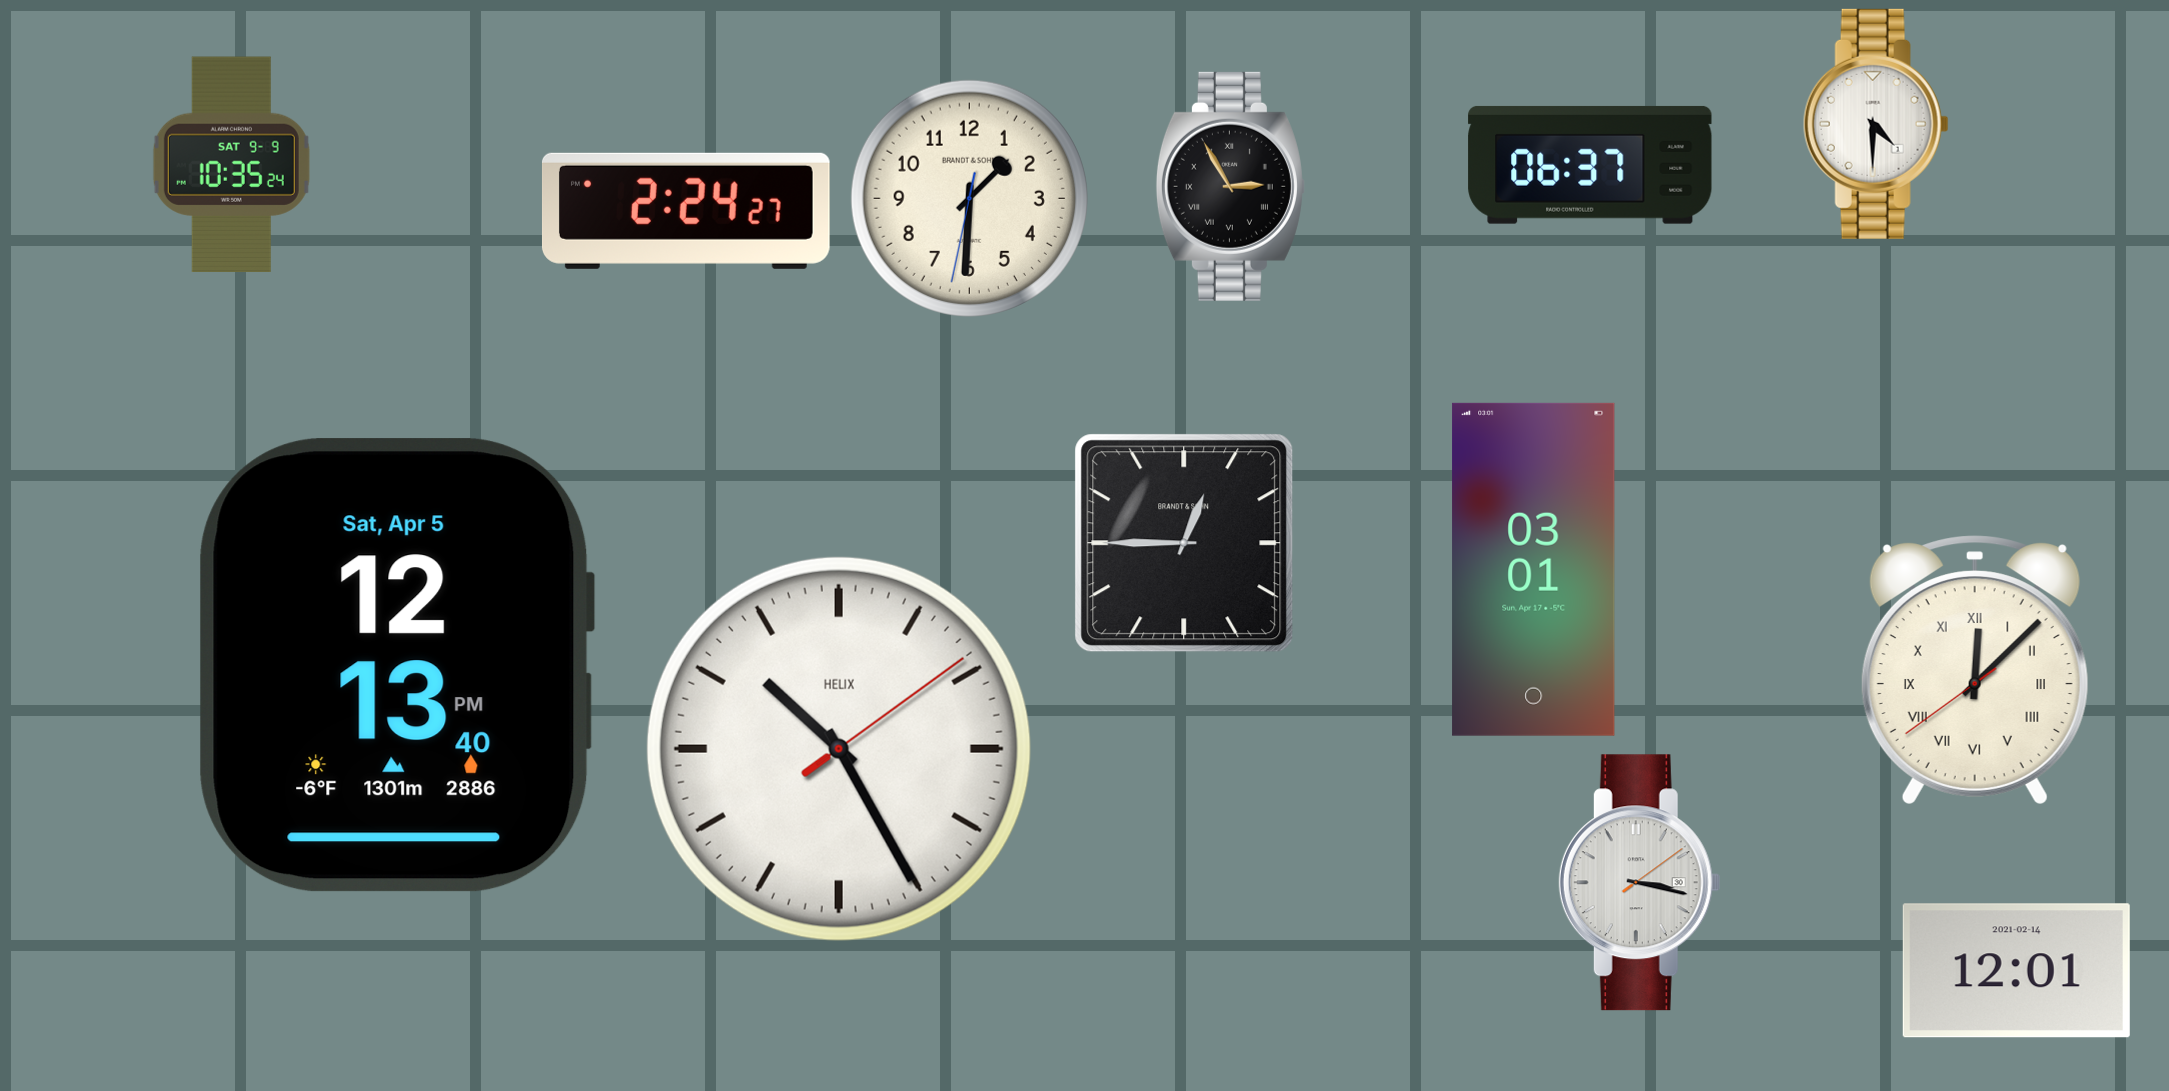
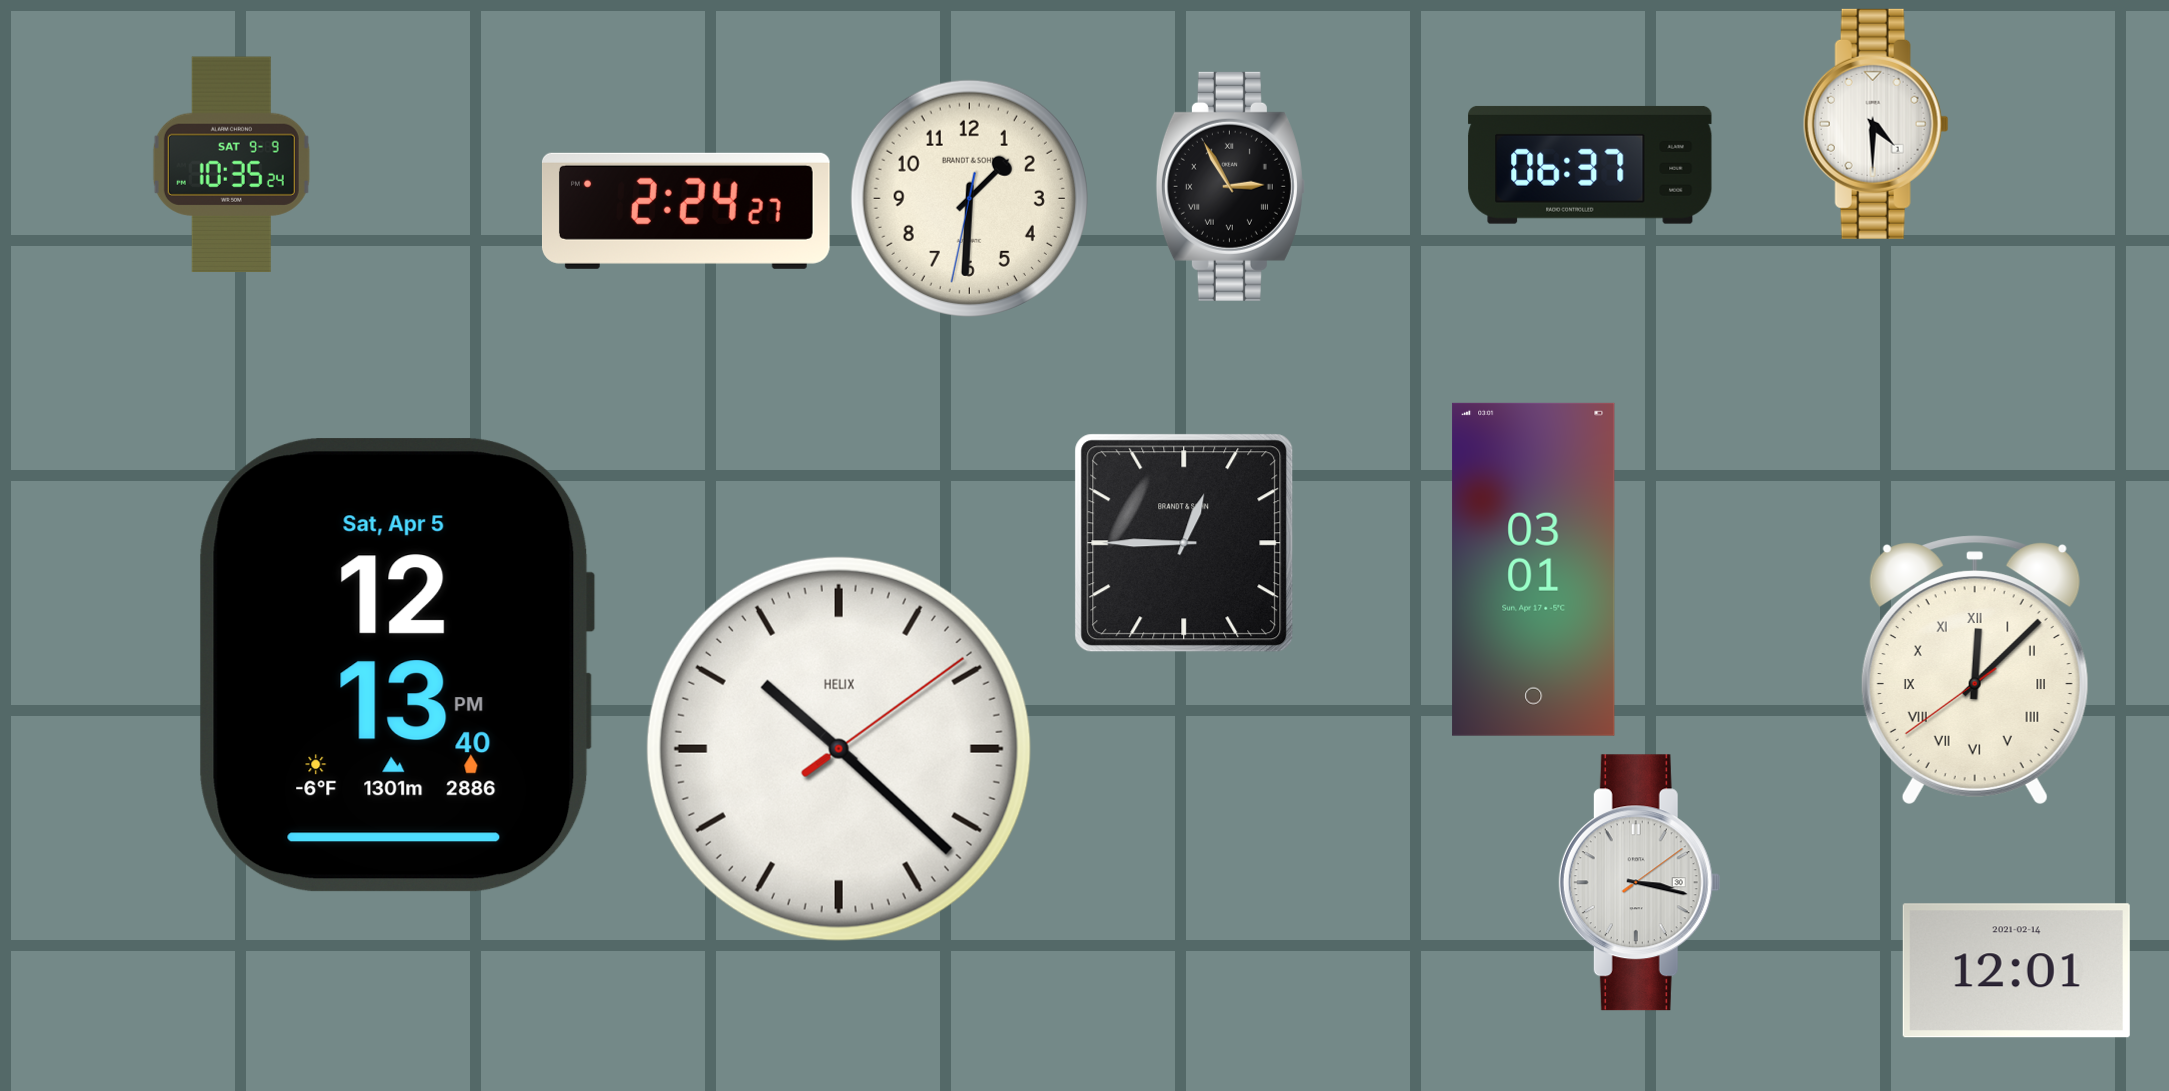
clock at (839, 749): 10:25 -> 10:22
